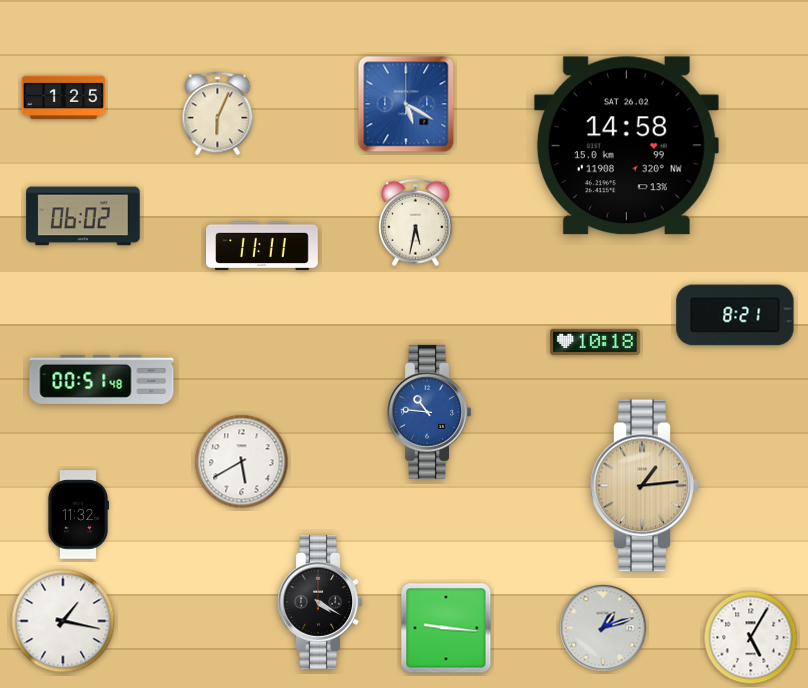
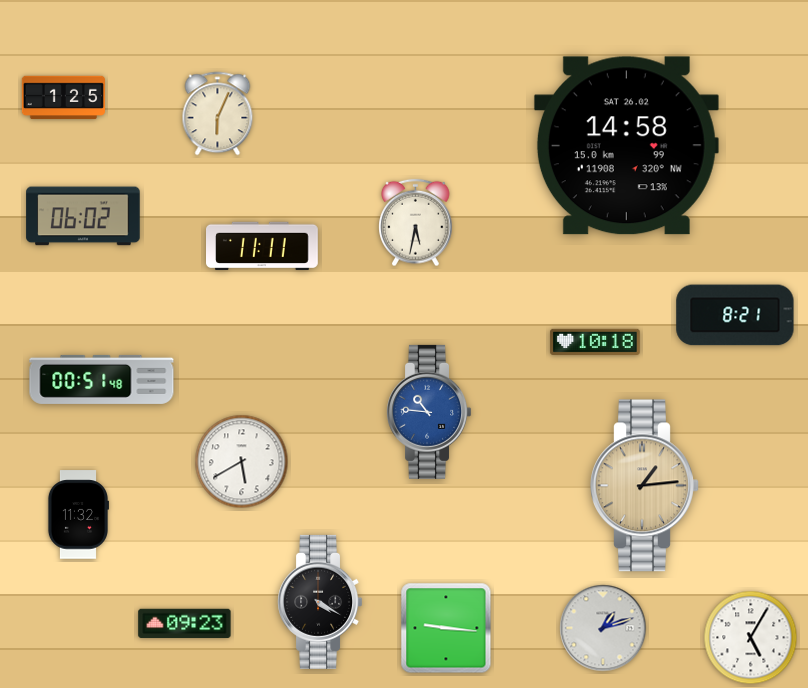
clock at (406, 104): 5:20 -> none
clock at (63, 621): 1:17 -> none
clock at (185, 624): none -> 09:23
